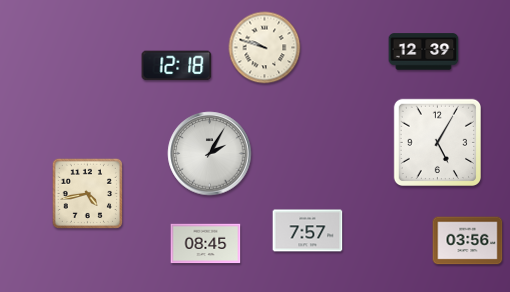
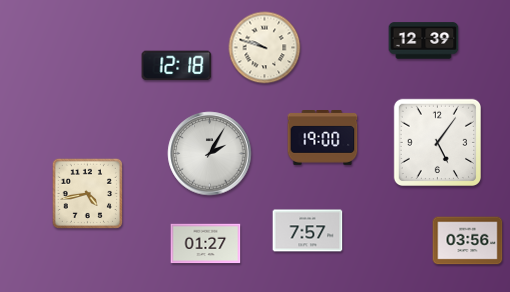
clock at (424, 52) position: (424, 52) -> (424, 41)
clock at (323, 138): none -> 19:00
clock at (437, 142): 5:05 -> 5:06
clock at (206, 244): 08:45 -> 01:27
